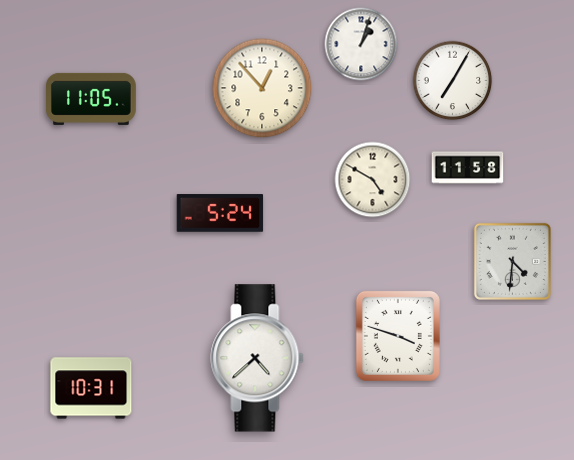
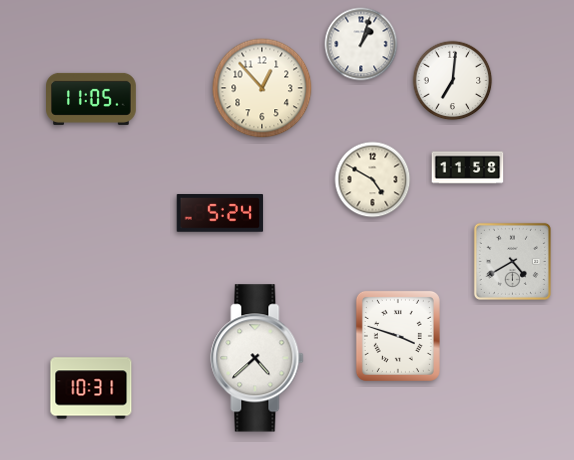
clock at (453, 81): 7:05 -> 7:01
clock at (512, 261): 4:31 -> 4:40
